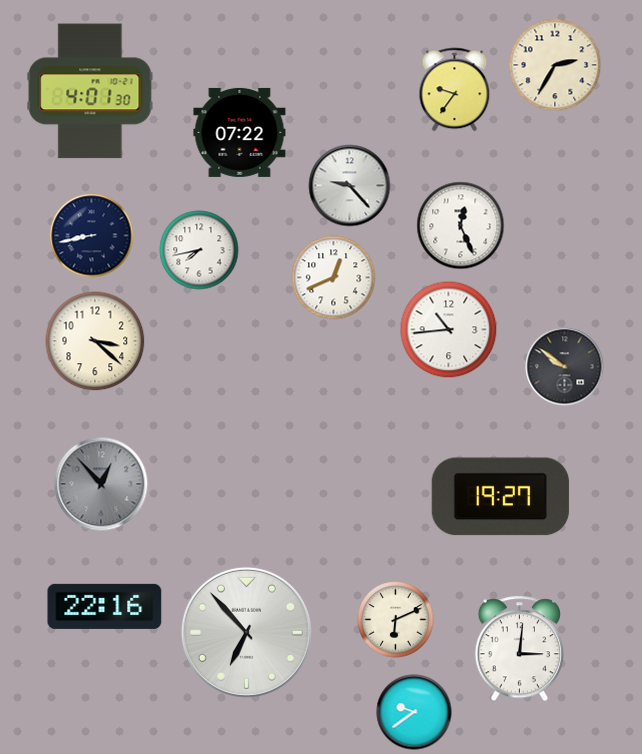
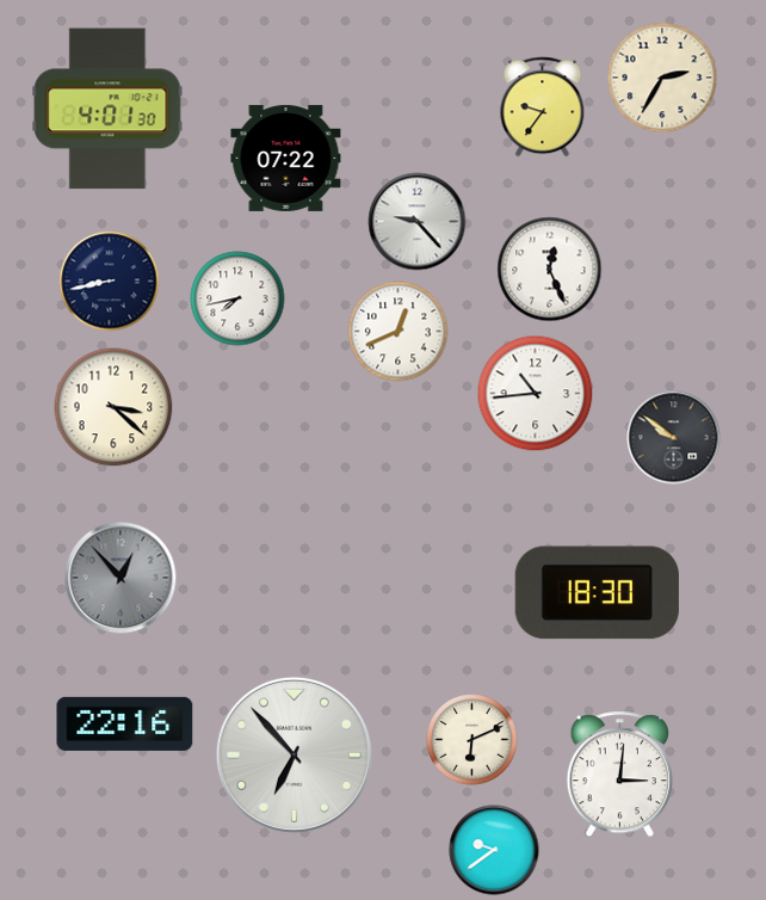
clock at (500, 497): 19:27 -> 18:30
